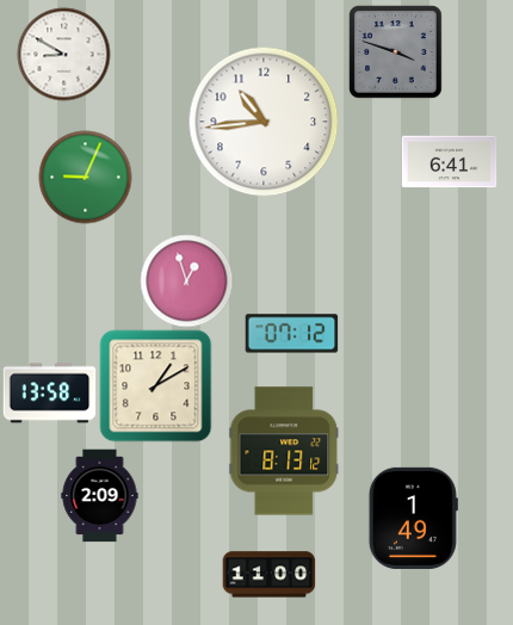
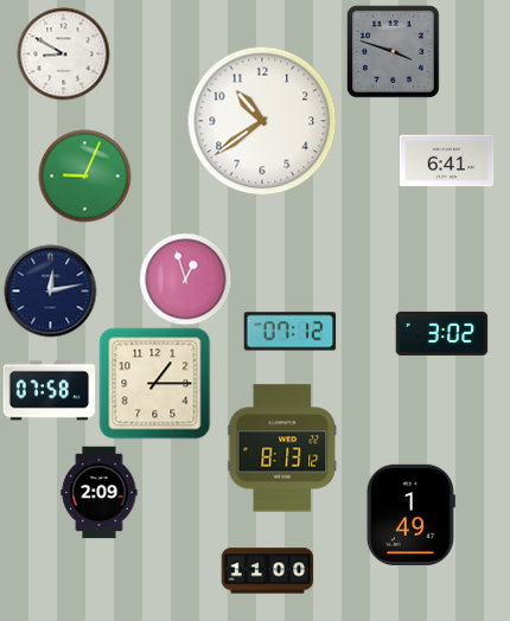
clock at (264, 122): 10:44 -> 10:39
clock at (50, 290): none -> 12:13
clock at (441, 333): none -> 3:02
clock at (155, 385): 1:10 -> 1:15
clock at (49, 394): 13:58 -> 07:58
